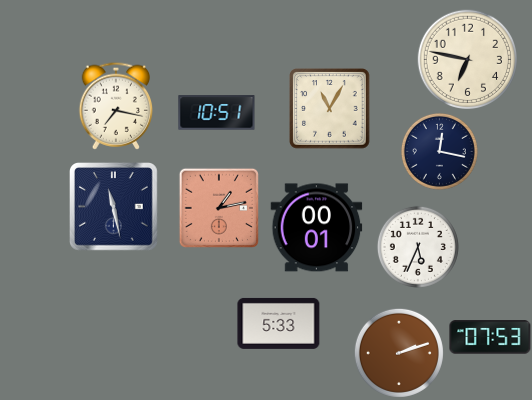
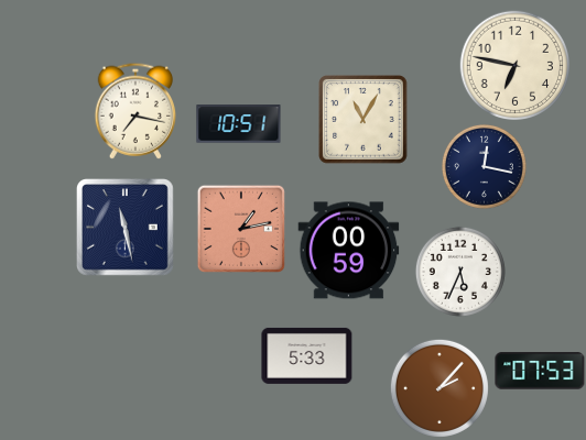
clock at (116, 106) position: (116, 106) -> (135, 111)
clock at (317, 228): 00:01 -> 00:59
clock at (399, 353): 2:12 -> 2:07
